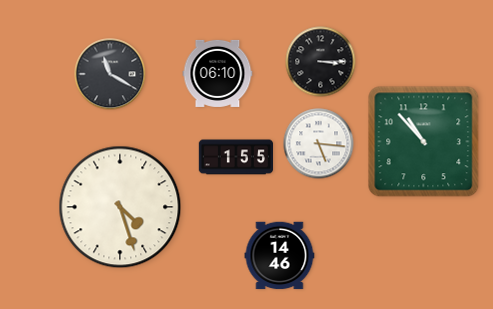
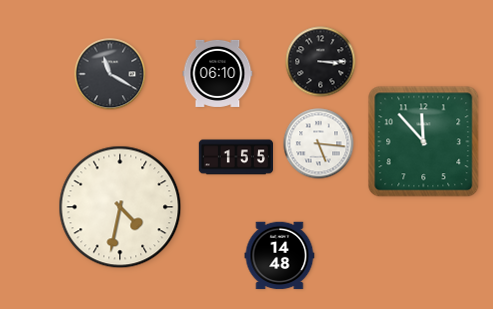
clock at (424, 142): 10:53 -> 11:53
clock at (120, 207): 4:27 -> 4:32
clock at (280, 256): 14:46 -> 14:48
